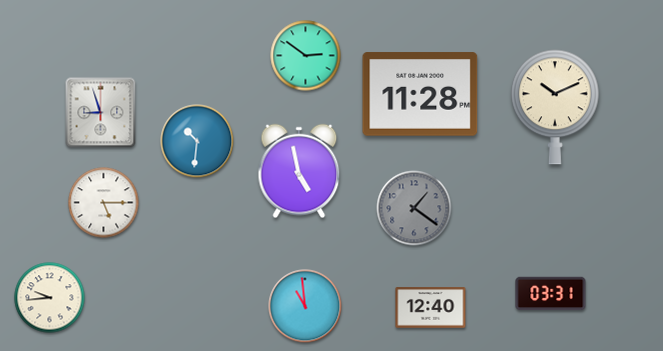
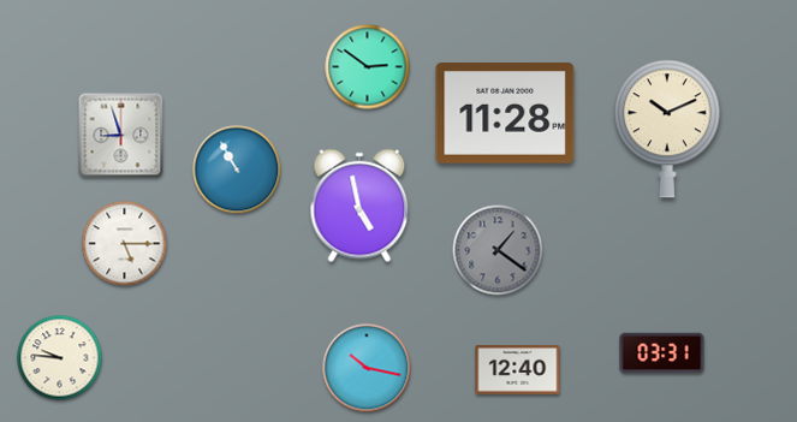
clock at (197, 141): 10:31 -> 10:55
clock at (50, 298): 9:44 -> 9:46
clock at (305, 306): 10:59 -> 10:17
